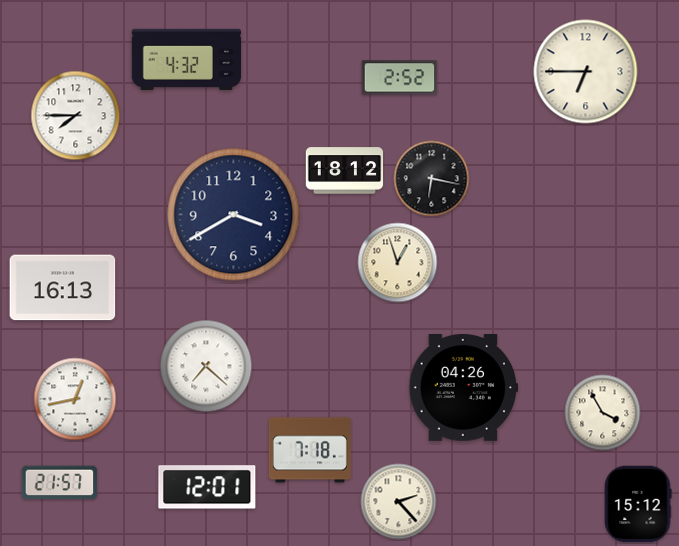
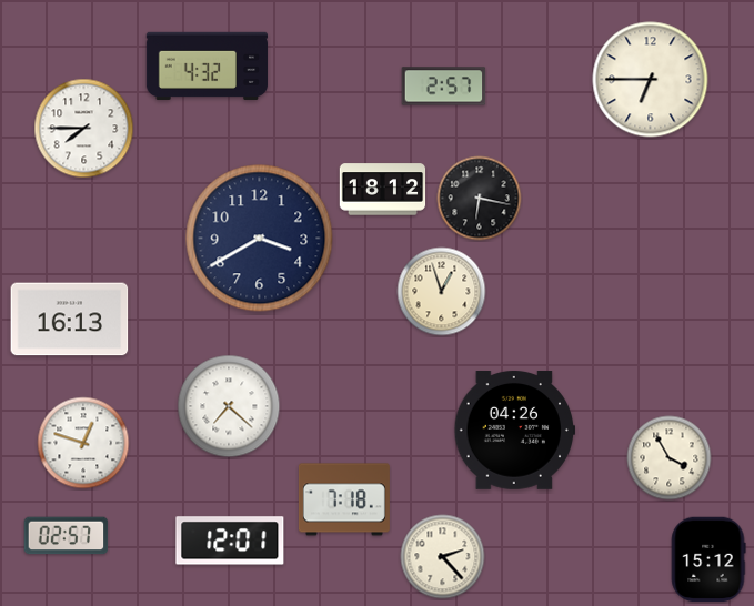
clock at (400, 78): 2:52 -> 2:57
clock at (75, 399): 12:43 -> 12:48
clock at (60, 483): 21:57 -> 02:57
